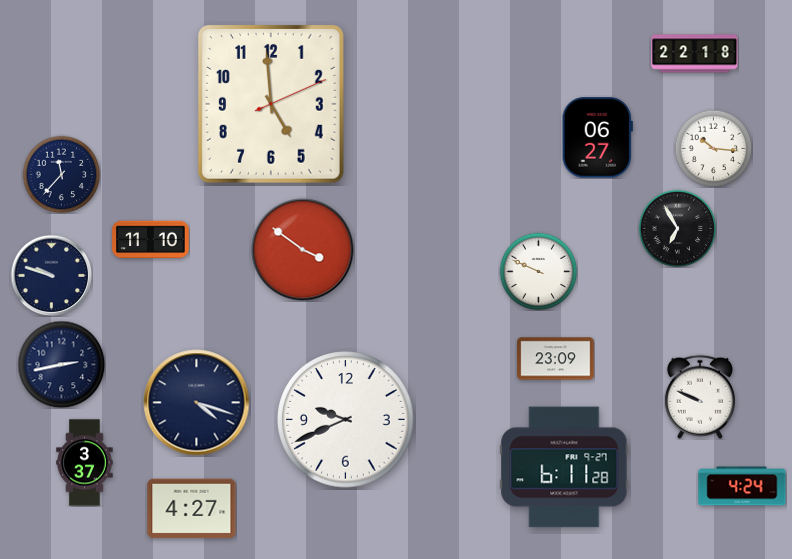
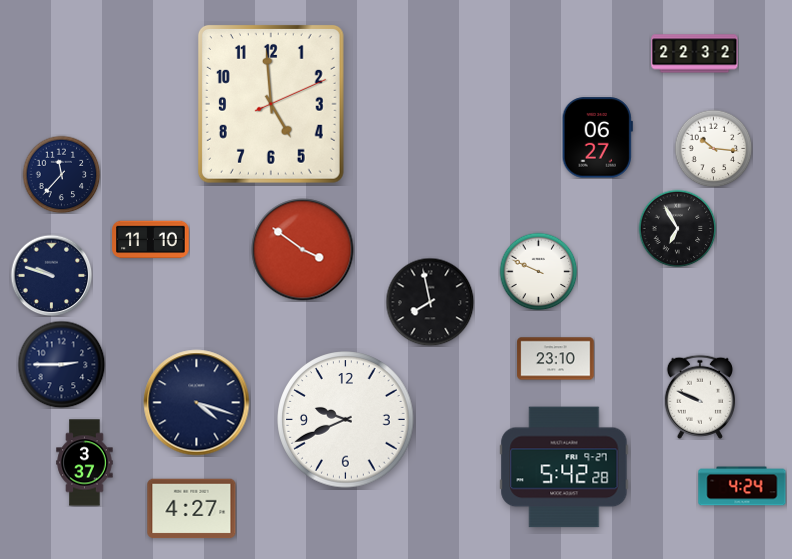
clock at (695, 54): 22:18 -> 22:32
clock at (430, 302): none -> 7:58
clock at (556, 359): 23:09 -> 23:10
clock at (61, 364): 2:43 -> 2:45
clock at (564, 467): 6:11 -> 5:42
